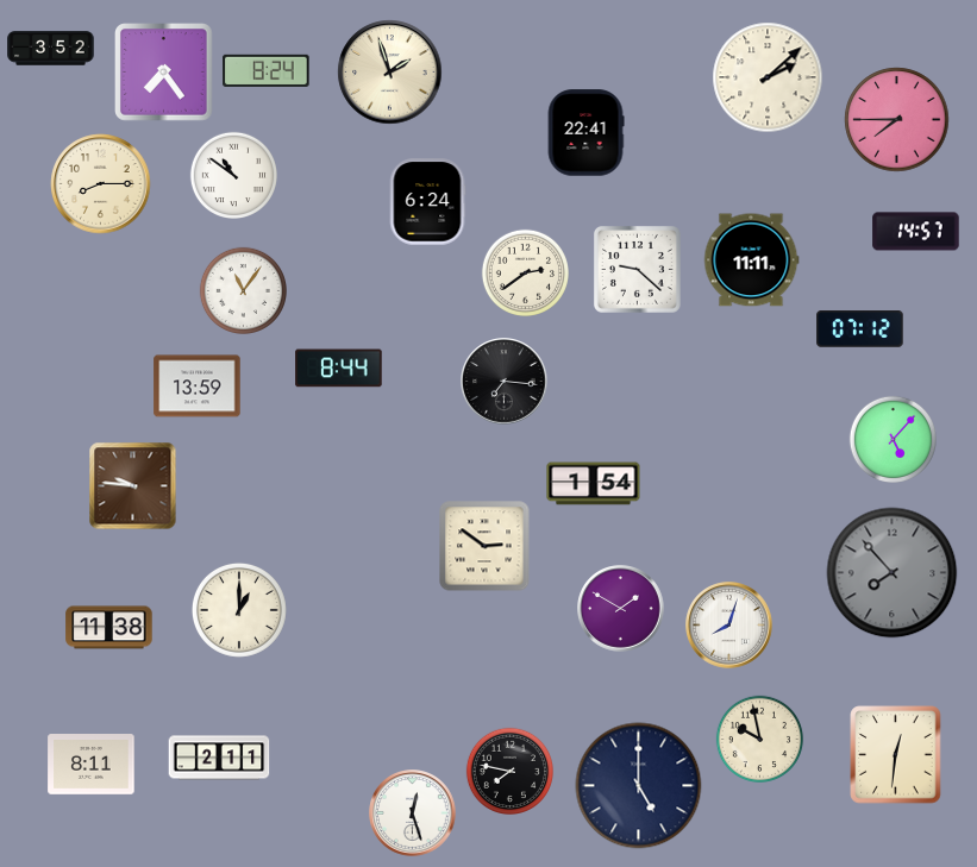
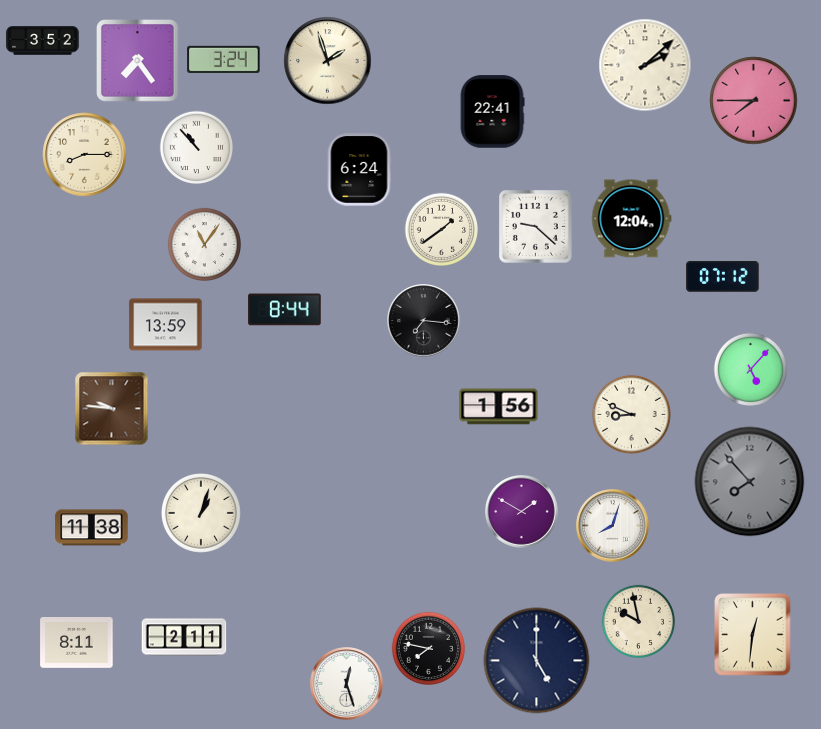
clock at (267, 70): 8:24 -> 3:24
clock at (233, 175): 10:51 -> 10:53
clock at (916, 232): 14:57 -> none
clock at (751, 260): 11:11 -> 12:04
clock at (525, 272): 2:39 -> 1:39
clock at (594, 484): 1:54 -> 1:56
clock at (631, 414): none -> 8:49
clock at (484, 546): 2:51 -> none
clock at (239, 610): 1:00 -> 1:03
